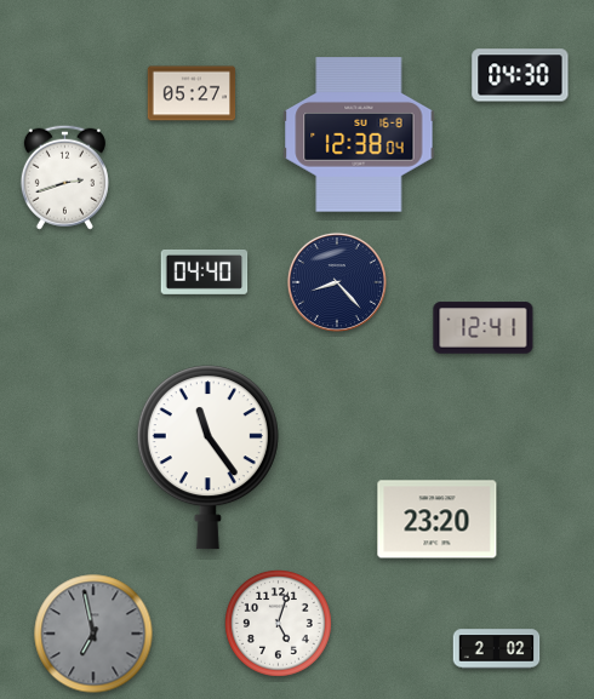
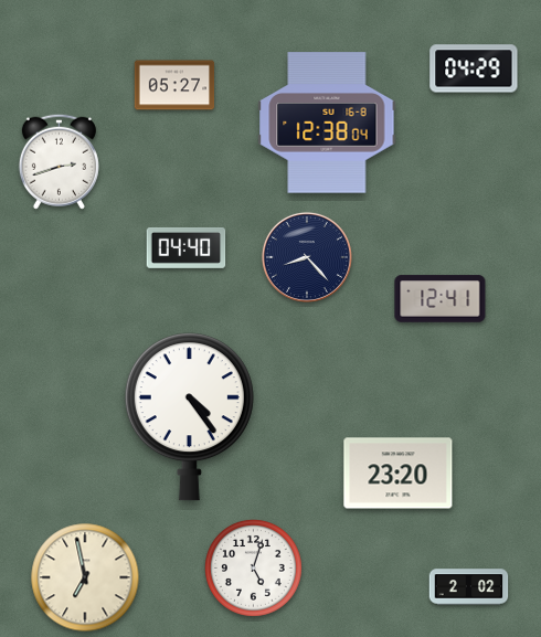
clock at (520, 75): 04:30 -> 04:29
clock at (207, 458): 11:24 -> 4:24
clock at (93, 634) dial: grey -> cream
clock at (497, 649) position: (497, 649) -> (469, 587)
